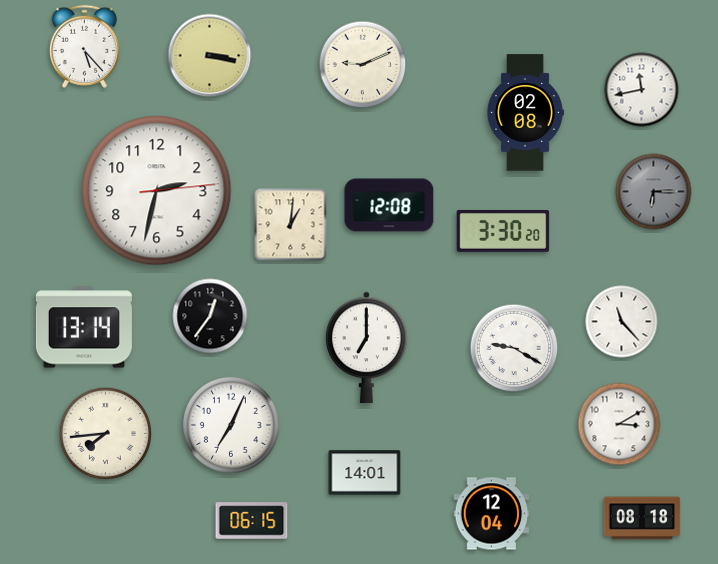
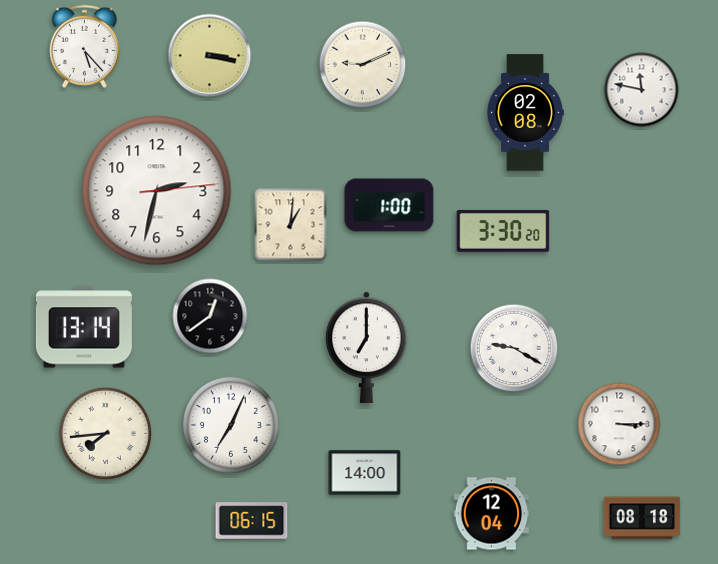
clock at (642, 90): 11:43 -> 11:47
clock at (654, 192): 6:15 -> none
clock at (389, 205): 12:08 -> 1:00
clock at (210, 316): 12:36 -> 12:39
clock at (622, 322): 11:23 -> none
clock at (619, 424): 3:10 -> 3:15
clock at (365, 473): 14:01 -> 14:00
